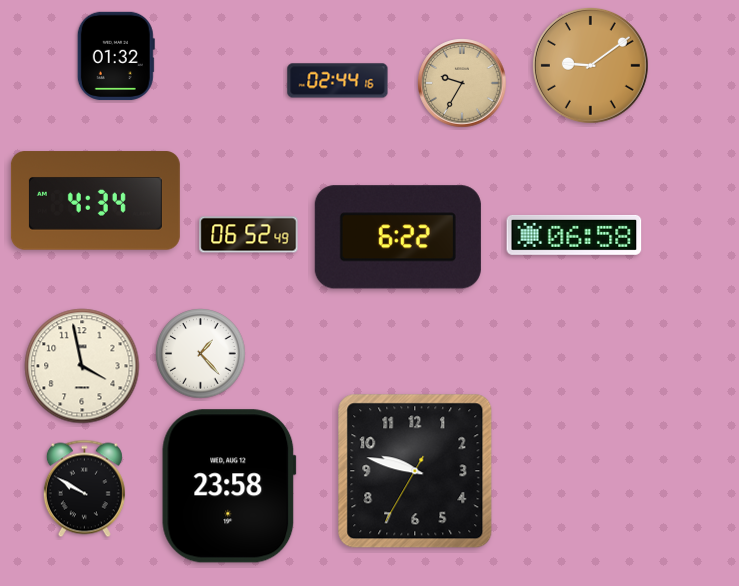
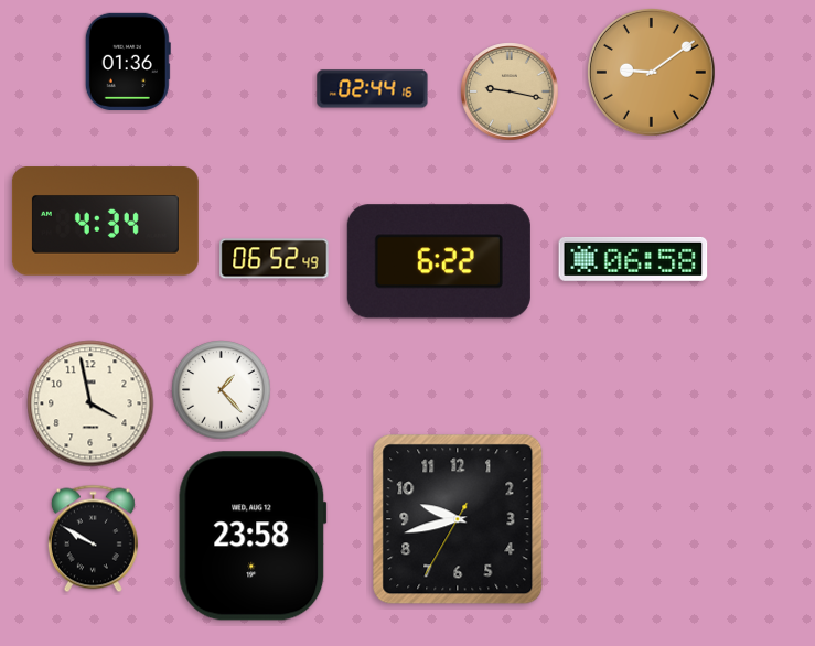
clock at (116, 56): 01:32 -> 01:36
clock at (462, 83): 9:35 -> 9:17
clock at (415, 471): 9:47 -> 9:42
